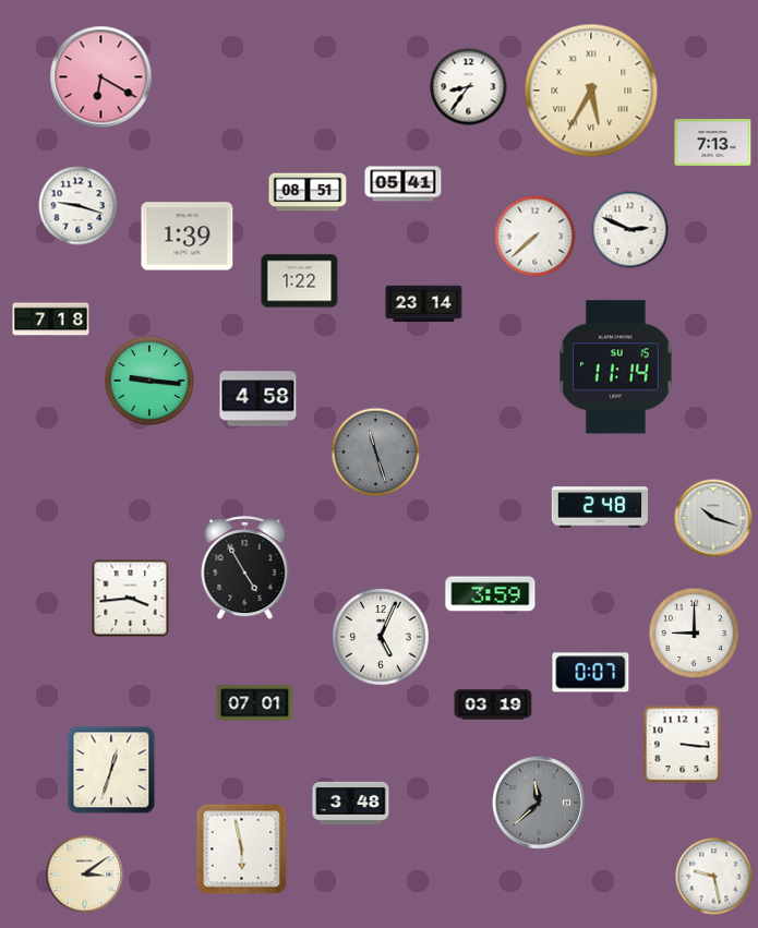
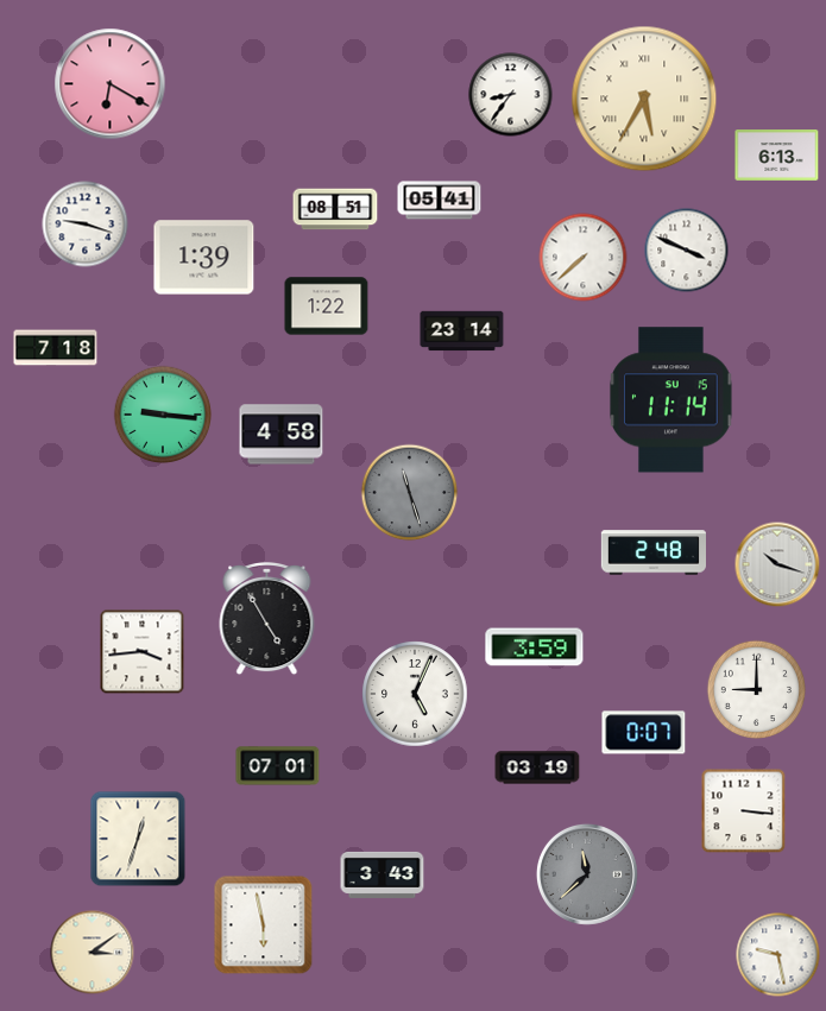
clock at (713, 143): 7:13 -> 6:13
clock at (630, 230): 2:49 -> 3:49
clock at (111, 770) position: (111, 770) -> (138, 839)
clock at (351, 803): 3:48 -> 3:43
